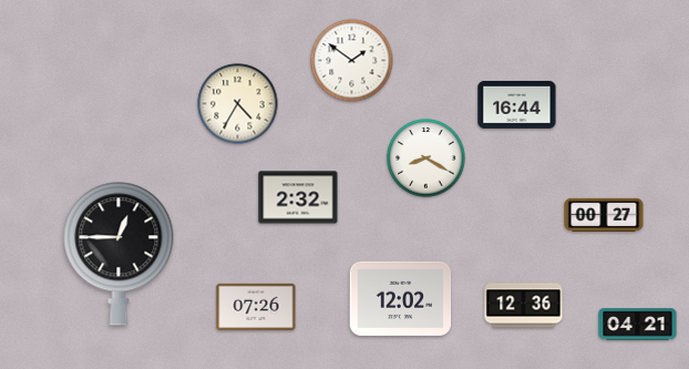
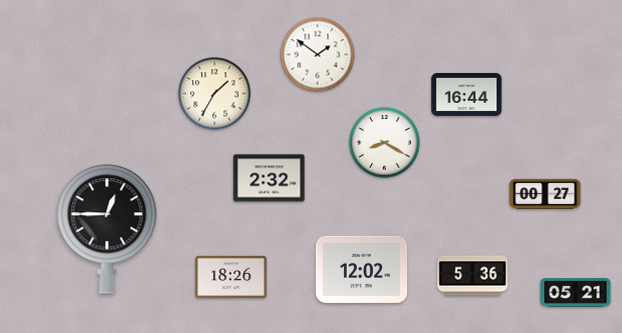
clock at (238, 104): 4:35 -> 1:35
clock at (256, 306): 07:26 -> 18:26
clock at (524, 306): 12:36 -> 5:36
clock at (638, 325): 04:21 -> 05:21
